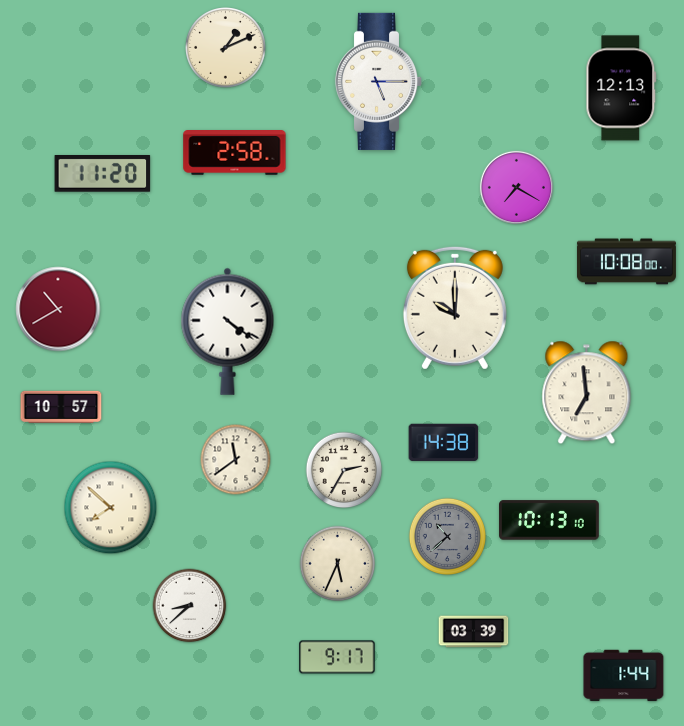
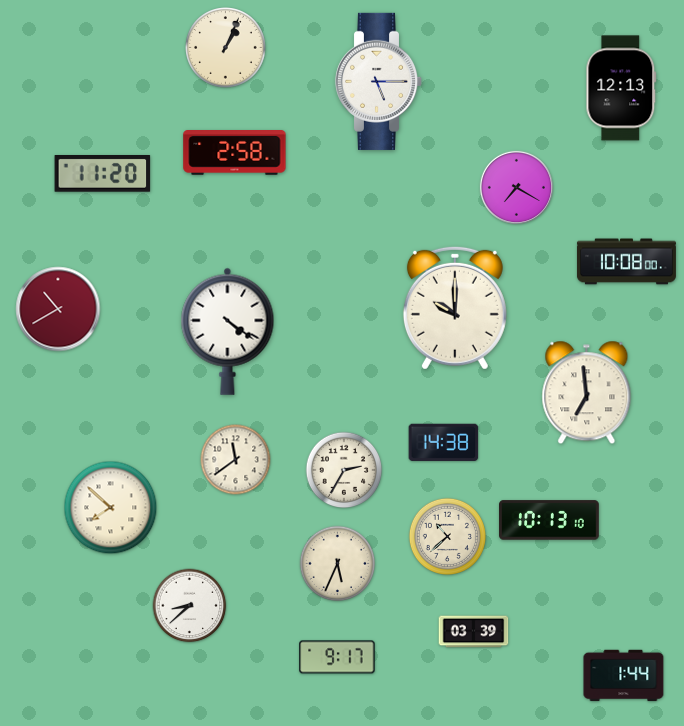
clock at (226, 48): 1:11 -> 1:04
clock at (61, 407): 10:57 -> none
clock at (447, 536) dial: grey -> cream
